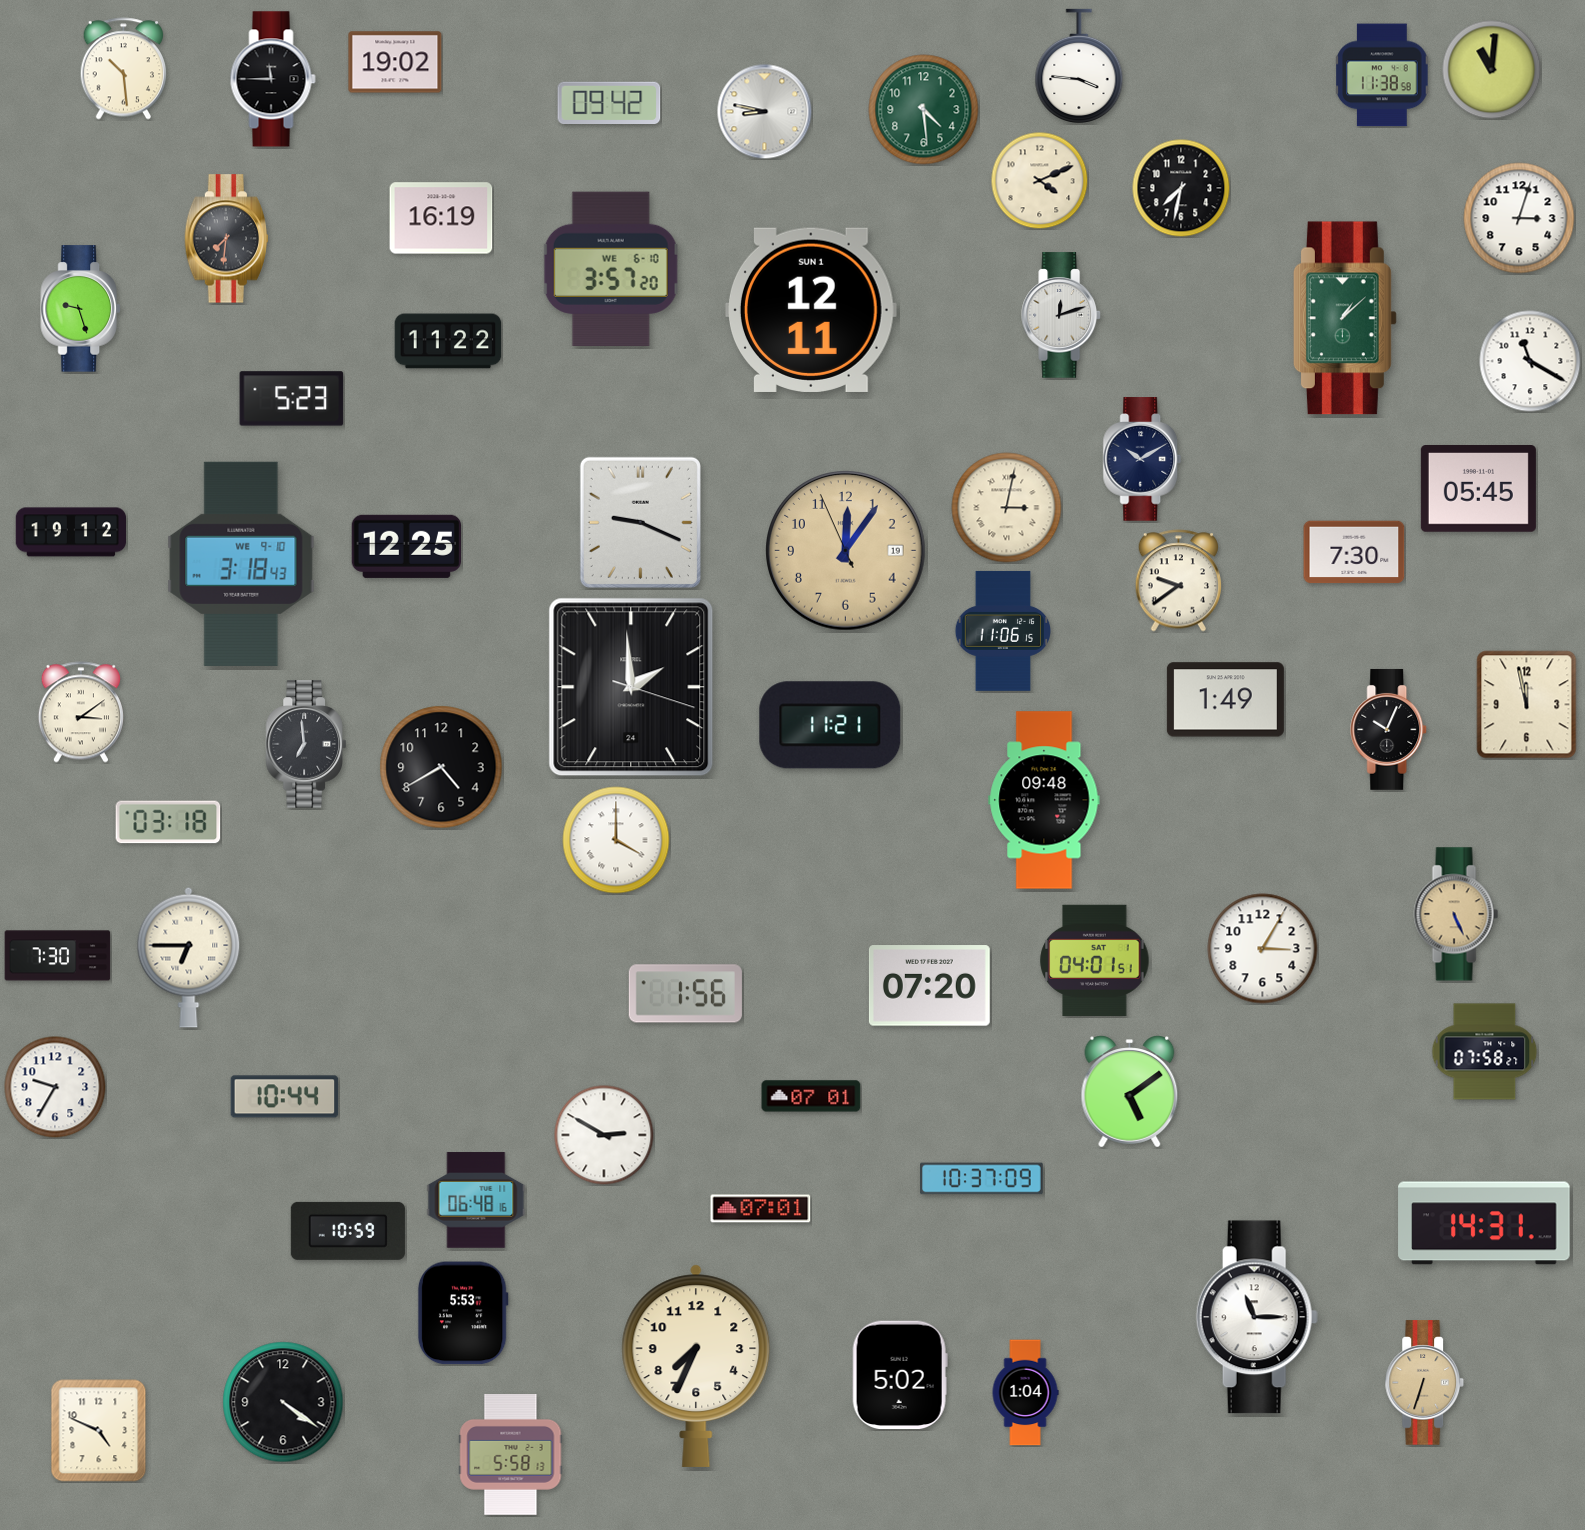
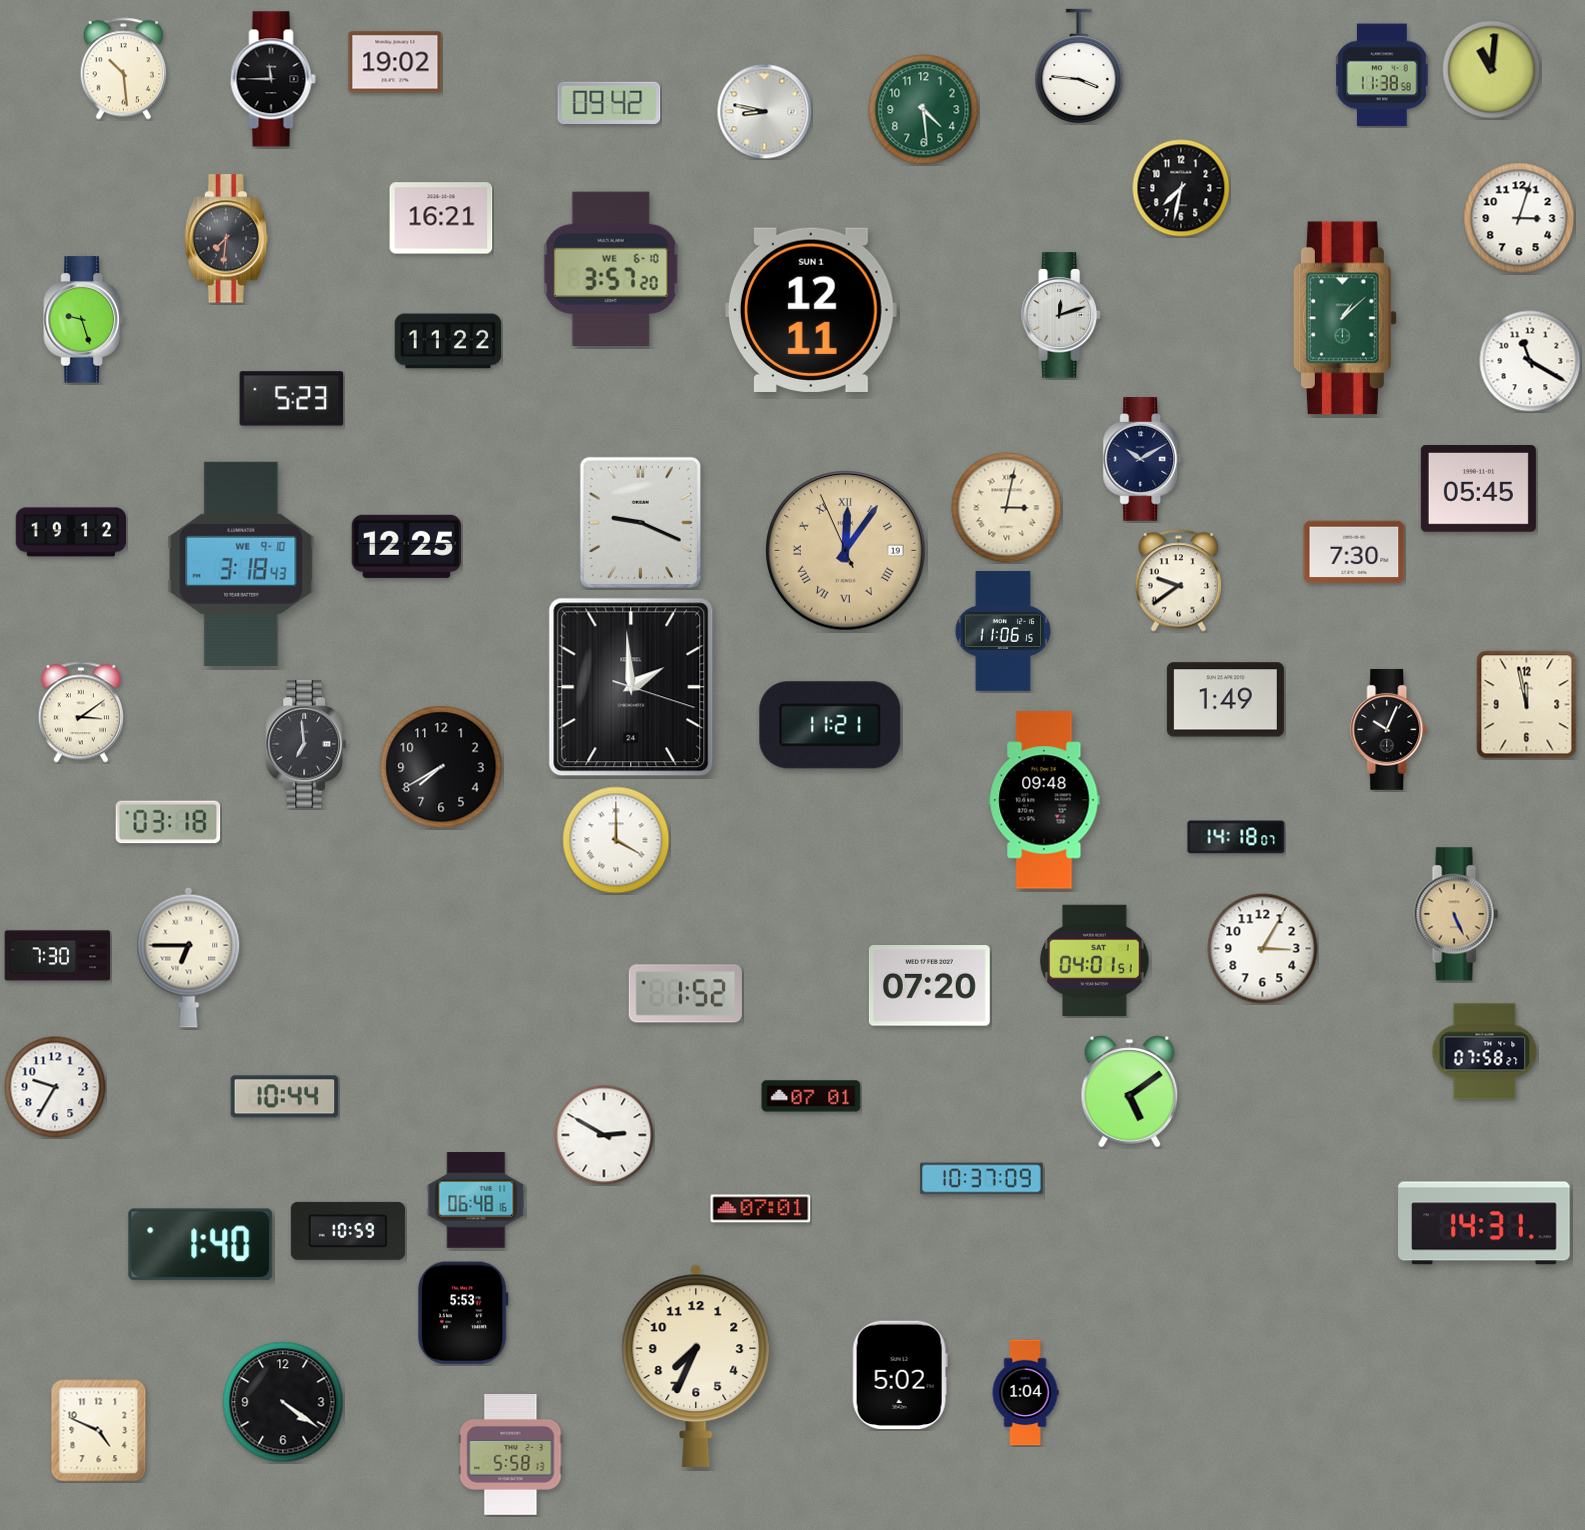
clock at (1039, 180): 4:11 -> none
clock at (441, 218): 16:19 -> 16:21
clock at (80, 309) position: (80, 309) -> (83, 320)
clock at (846, 551) numerals: Arabic -> Roman
clock at (441, 767): 4:40 -> 7:40
clock at (1236, 837): none -> 14:18
clock at (685, 994): 1:56 -> 1:52
clock at (201, 1245): none -> 1:40
clock at (1257, 1317): 11:15 -> none
clock at (1425, 1383): 6:33 -> none
